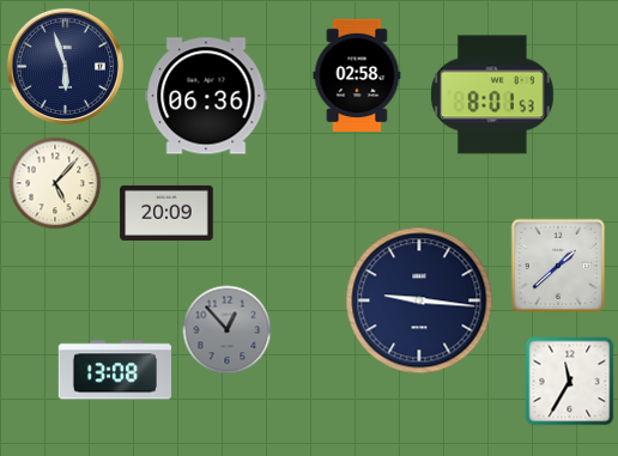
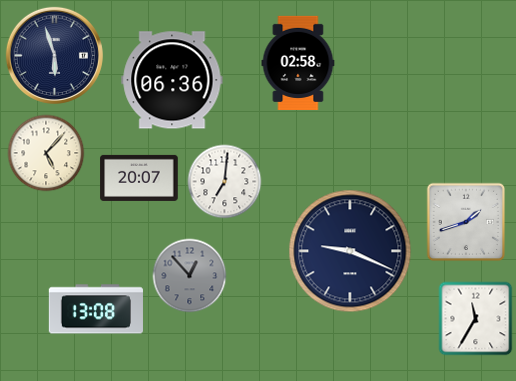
clock at (493, 95): 8:01 -> none
clock at (166, 213): 20:09 -> 20:07
clock at (225, 182): none -> 7:01
clock at (558, 266): 1:38 -> 1:42
clock at (419, 300): 9:16 -> 9:19
